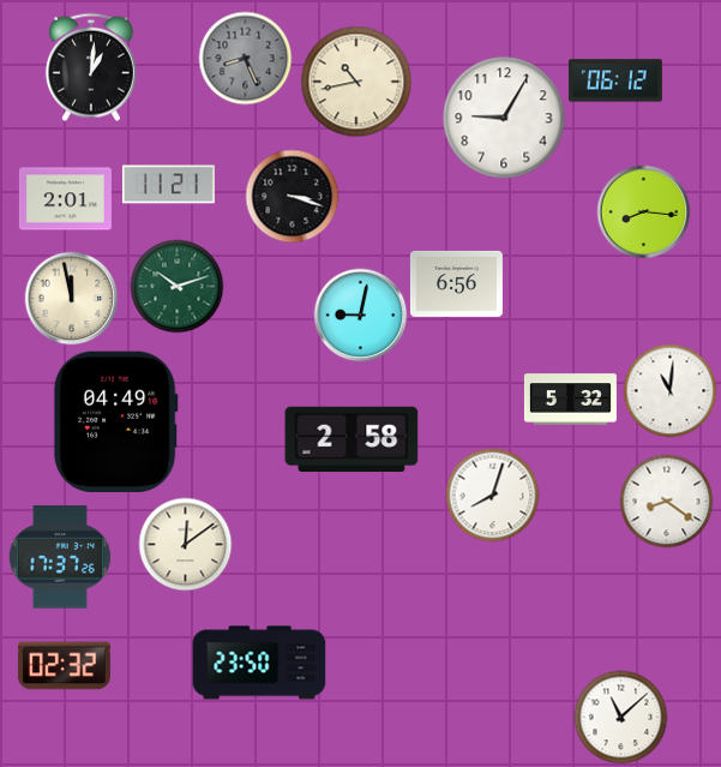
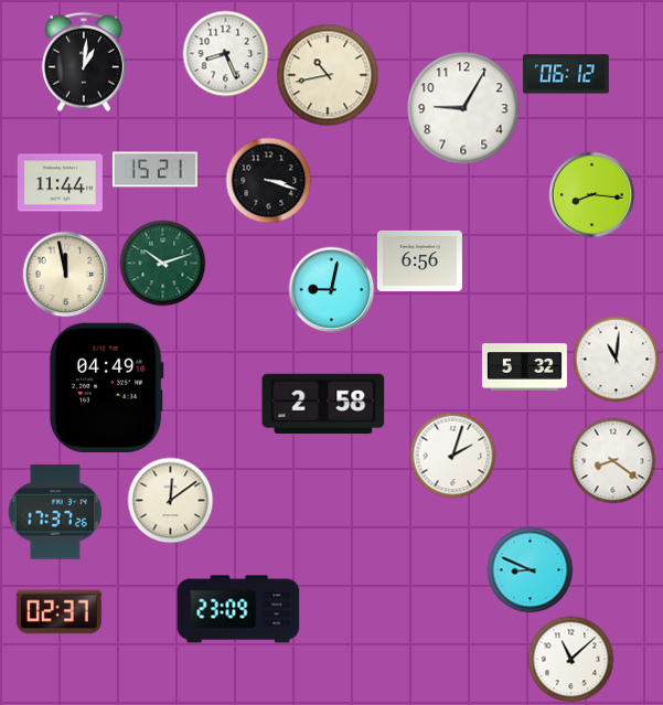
clock at (245, 58) dial: grey -> white
clock at (168, 185): 11:21 -> 15:21
clock at (65, 199): 2:01 -> 11:44
clock at (492, 495): 8:03 -> 2:03
clock at (530, 569): none -> 8:49
clock at (259, 663): 23:50 -> 23:09
clock at (64, 666): 02:32 -> 02:37
